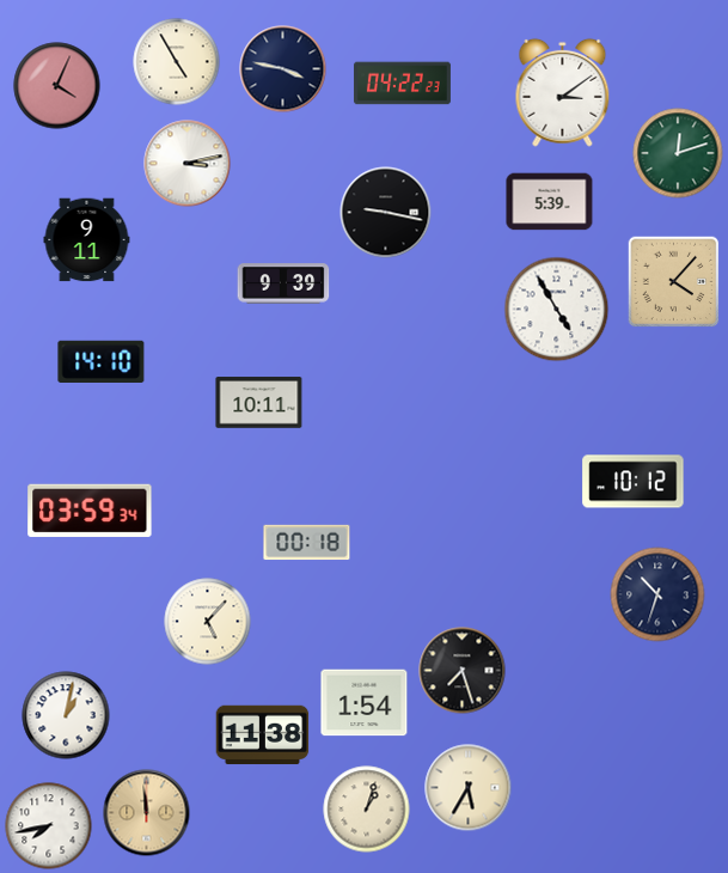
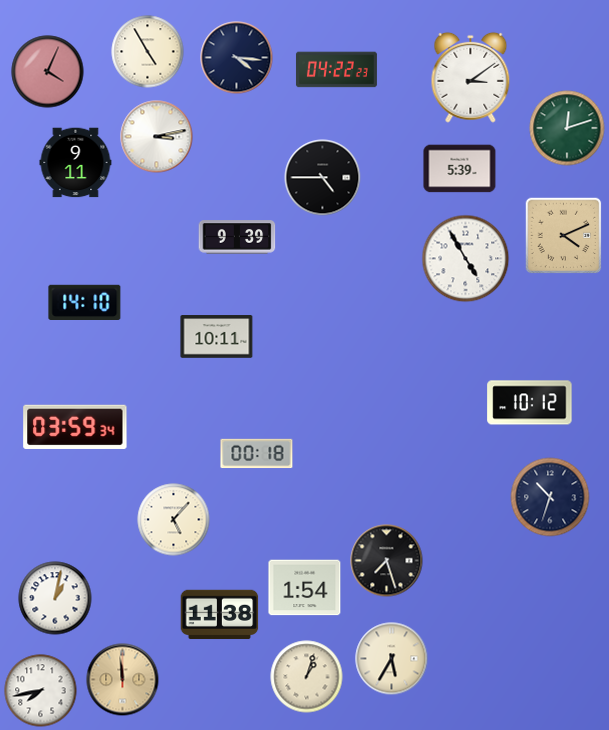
clock at (283, 69): 3:47 -> 4:16
clock at (386, 213): 9:17 -> 4:45
clock at (87, 240) position: (87, 240) -> (76, 163)
clock at (674, 282): 4:07 -> 4:11
